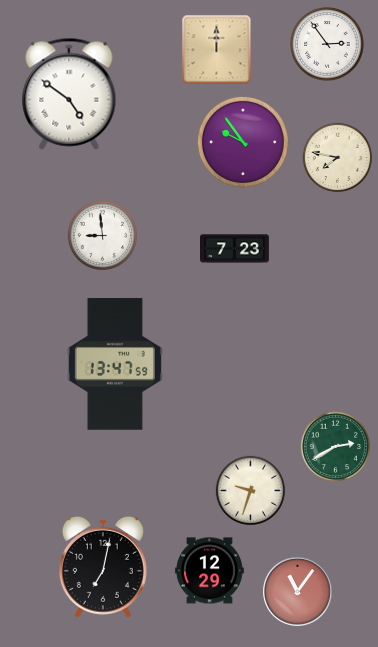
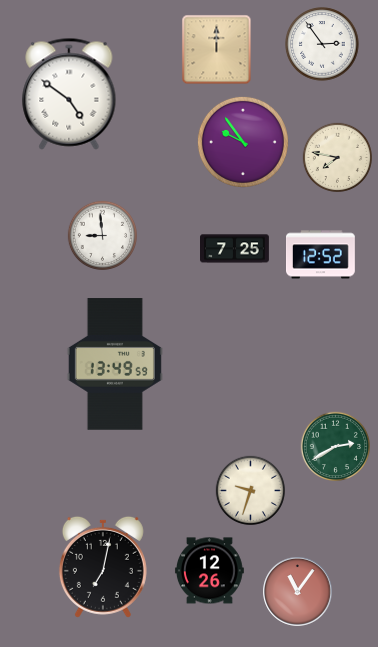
clock at (327, 44) position: (327, 44) -> (322, 44)
clock at (235, 249): 7:23 -> 7:25
clock at (321, 255): none -> 12:52
clock at (115, 364): 13:47 -> 13:49
clock at (209, 571): 12:29 -> 12:26
